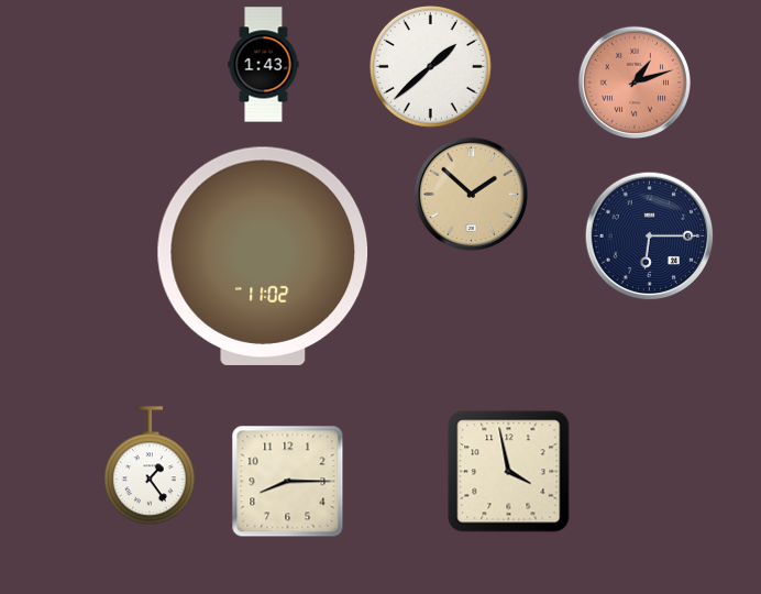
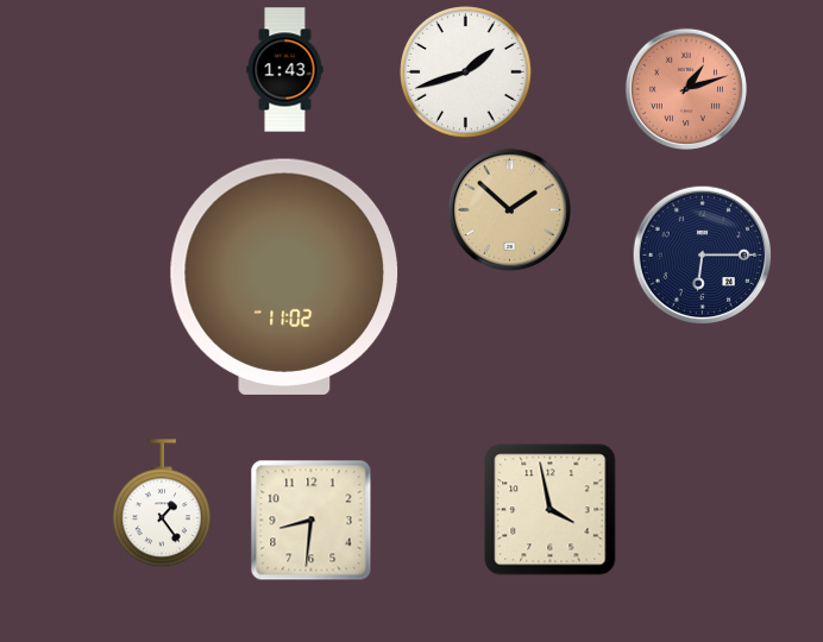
clock at (431, 67): 1:38 -> 1:42
clock at (288, 482): 8:15 -> 8:31
